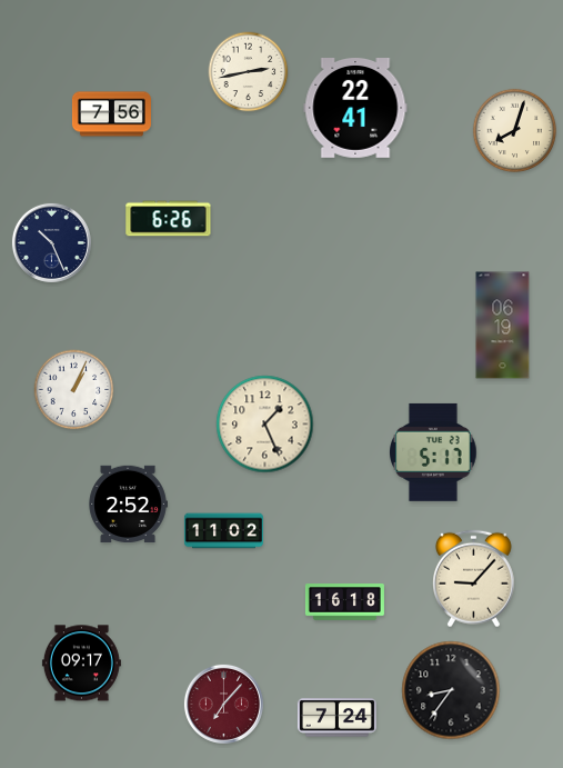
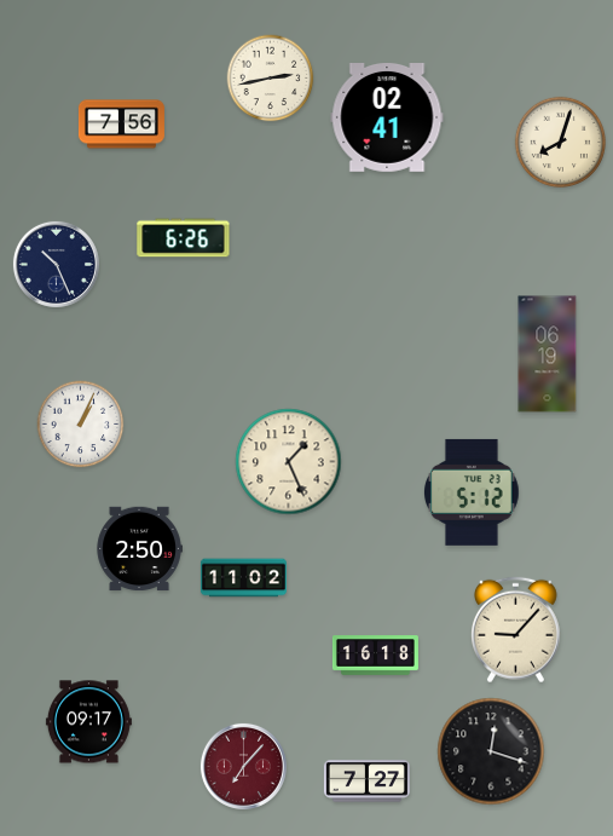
clock at (355, 109): 22:41 -> 02:41
clock at (434, 452): 5:17 -> 5:12
clock at (128, 505): 2:52 -> 2:50
clock at (451, 690): 8:36 -> 12:18
clock at (336, 718): 7:24 -> 7:27
